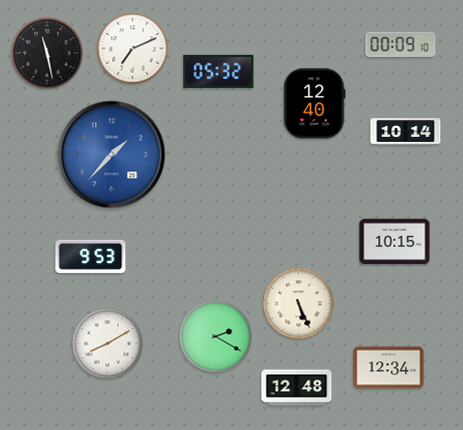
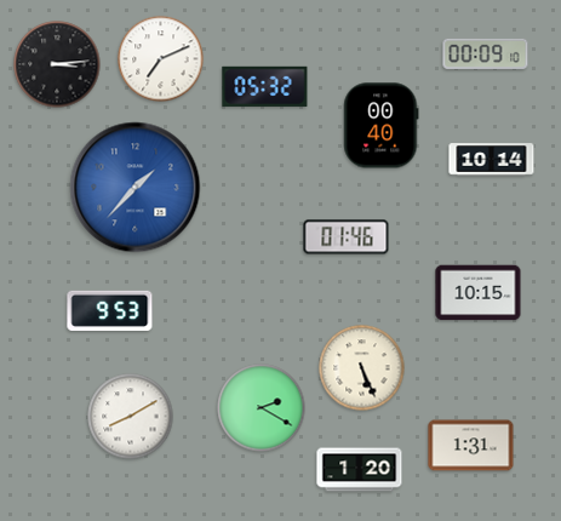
clock at (47, 53): 11:28 -> 3:14
clock at (315, 104): 12:40 -> 00:40
clock at (347, 237): none -> 01:46
clock at (389, 368): 12:34 -> 1:31
clock at (297, 388): 12:48 -> 1:20
